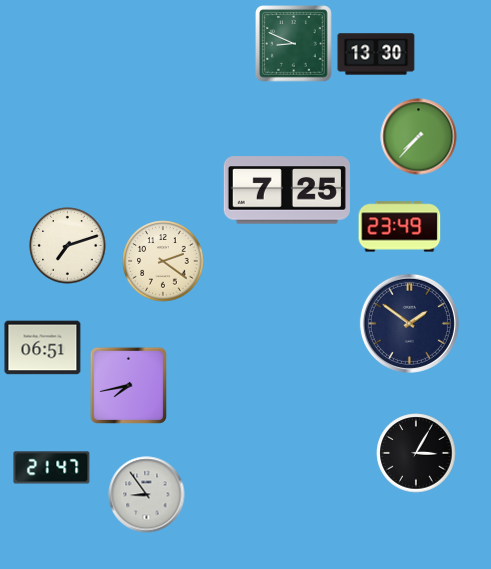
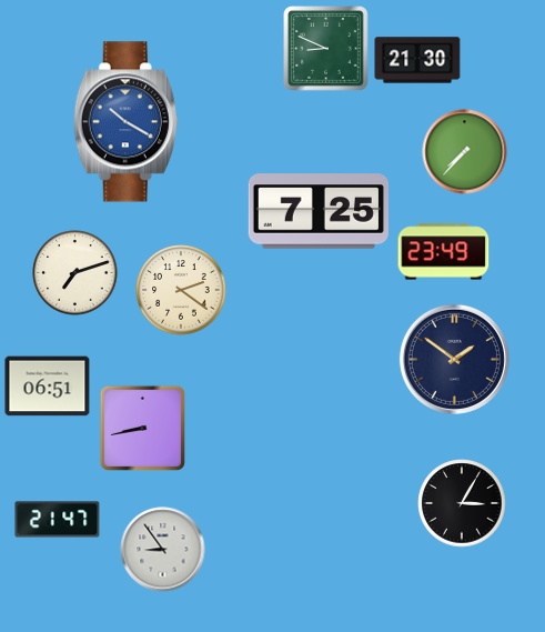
clock at (376, 54): 13:30 -> 21:30
clock at (125, 122): none -> 10:20
clock at (128, 385): 7:43 -> 8:43
